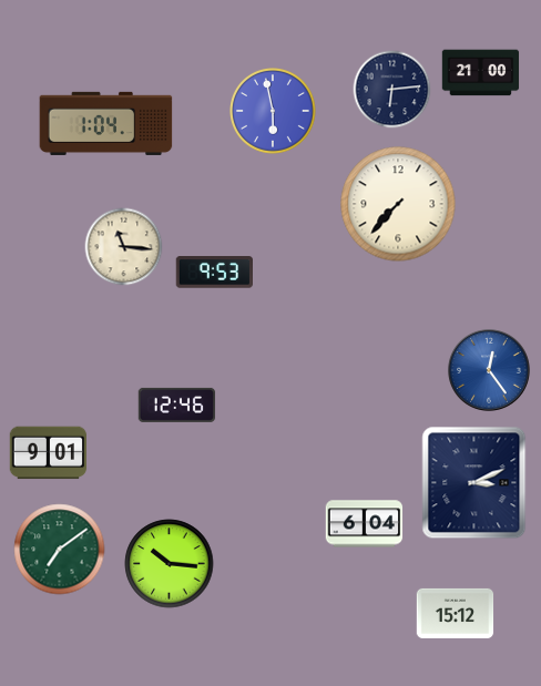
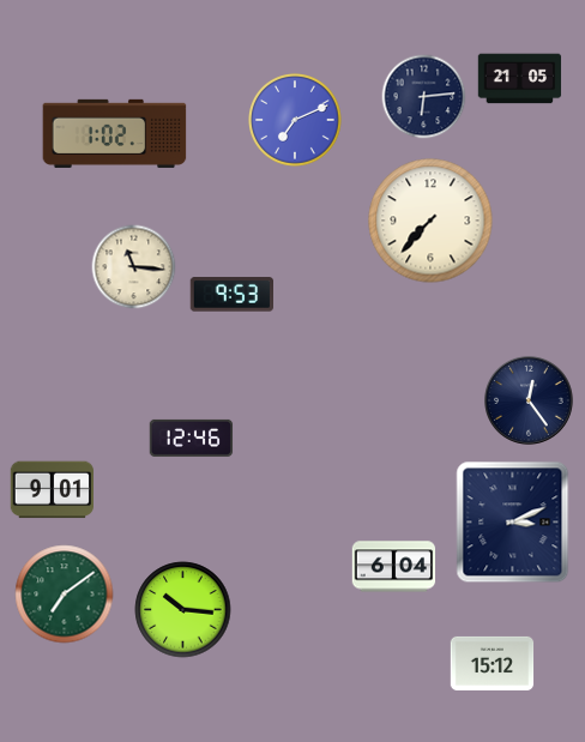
clock at (481, 73): 21:00 -> 21:05
clock at (274, 112): 5:58 -> 7:11
clock at (106, 123): 1:04 -> 1:02
clock at (489, 370) dial: blue -> navy
